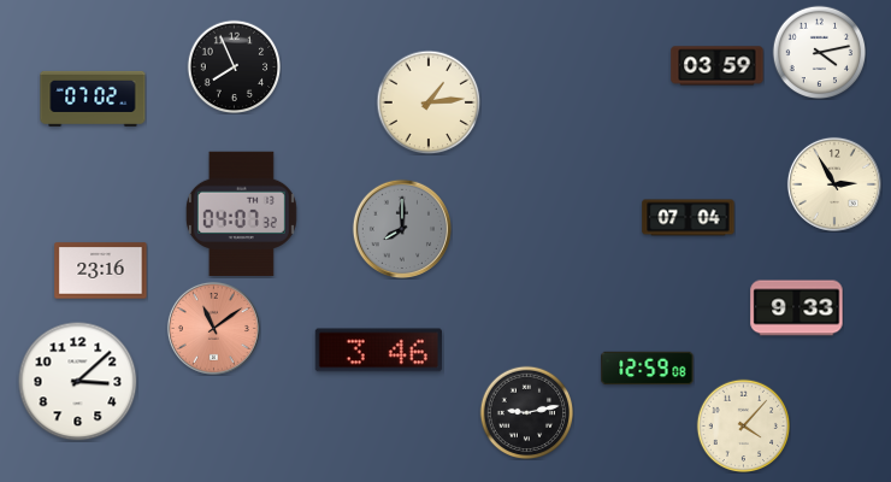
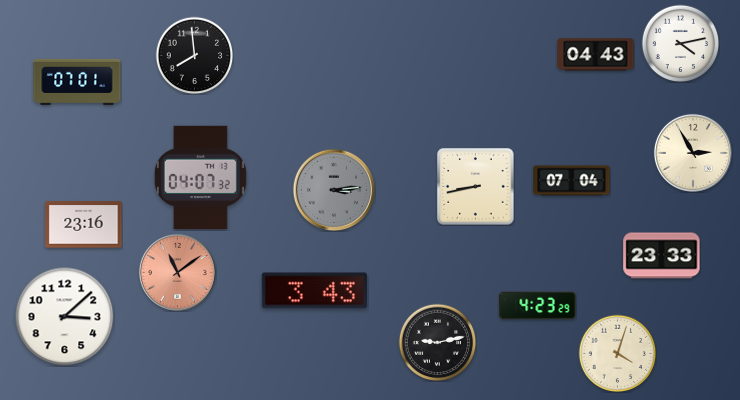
clock at (234, 66): 7:56 -> 7:59
clock at (718, 66): 03:59 -> 04:43
clock at (93, 99): 07:02 -> 07:01
clock at (429, 102): 1:14 -> none
clock at (476, 187): none -> 8:43
clock at (401, 228): 8:00 -> 3:14
clock at (797, 308): 9:33 -> 23:33
clock at (378, 351): 3:46 -> 3:43
clock at (648, 369): 12:59 -> 4:23
clock at (743, 425): 4:07 -> 4:03
